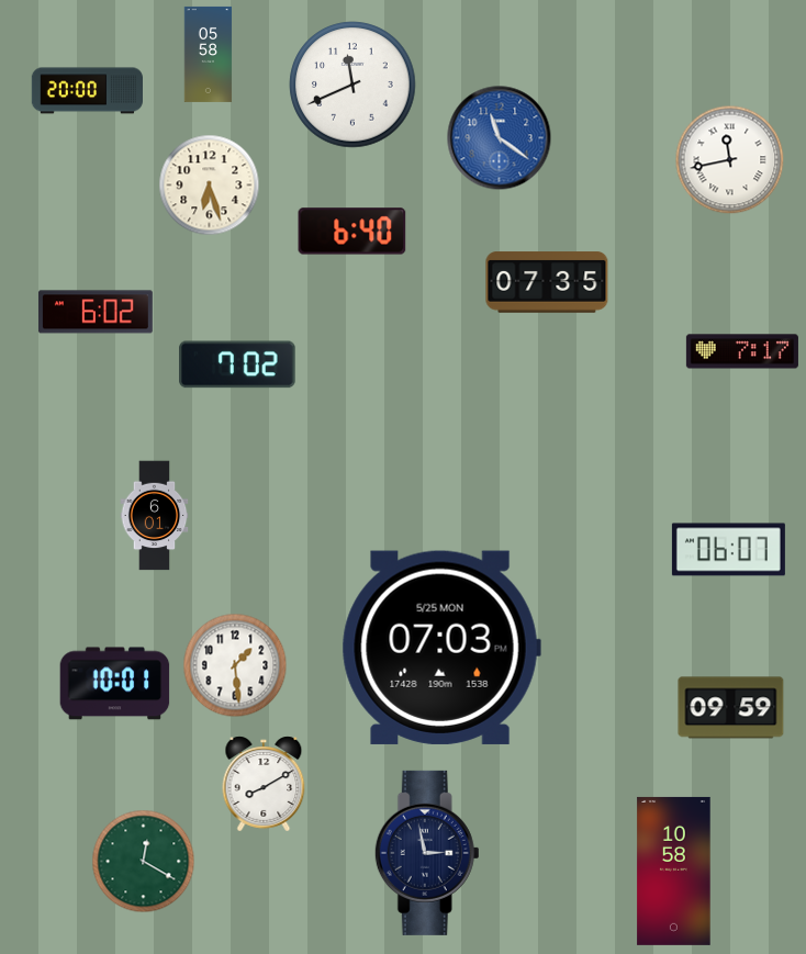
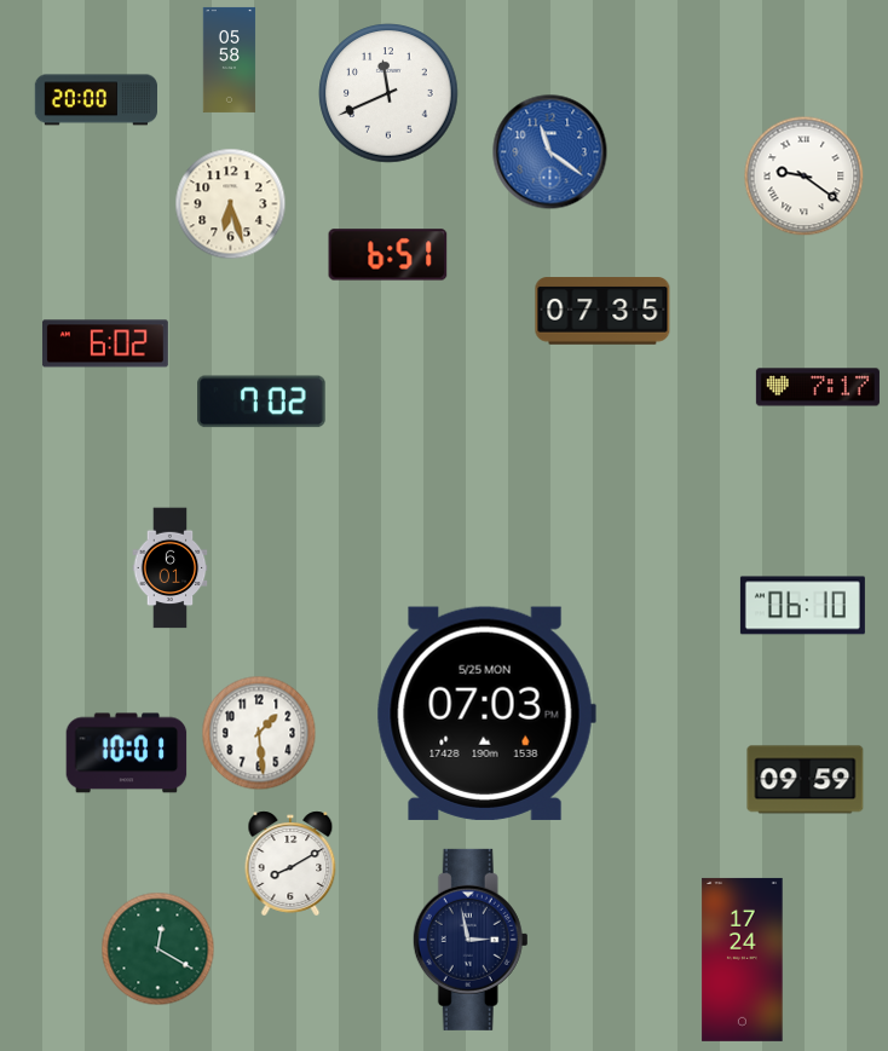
clock at (730, 160): 11:43 -> 9:21
clock at (352, 232): 6:40 -> 6:51
clock at (728, 550): 06:07 -> 06:10
clock at (674, 871): 10:58 -> 17:24
